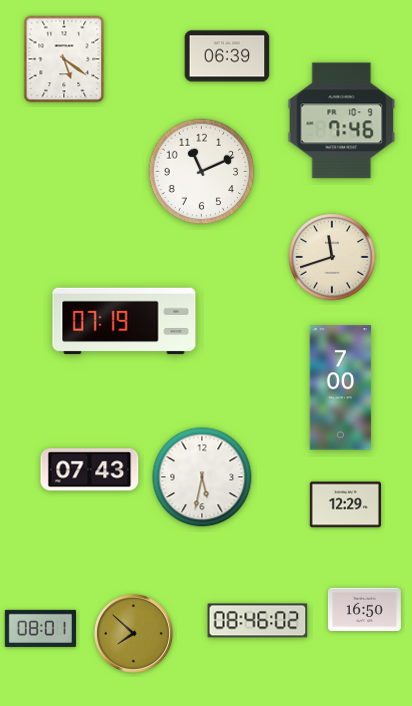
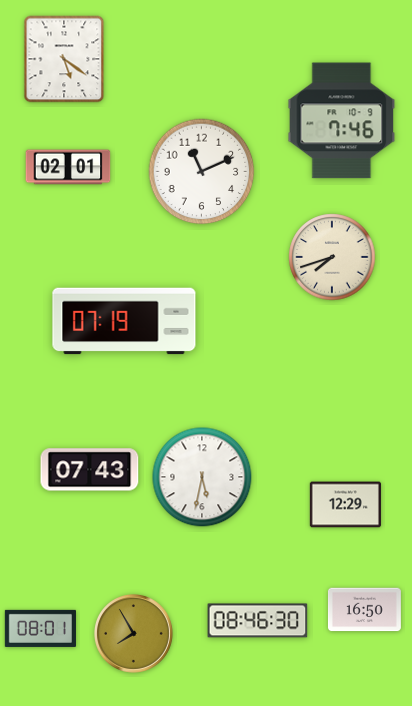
clock at (227, 56): 06:39 -> none
clock at (68, 167): none -> 02:01
clock at (332, 257): 11:42 -> 7:42
clock at (341, 388): 7:00 -> none
clock at (258, 621): 08:46:02 -> 08:46:30
clock at (133, 633): 7:52 -> 7:55
